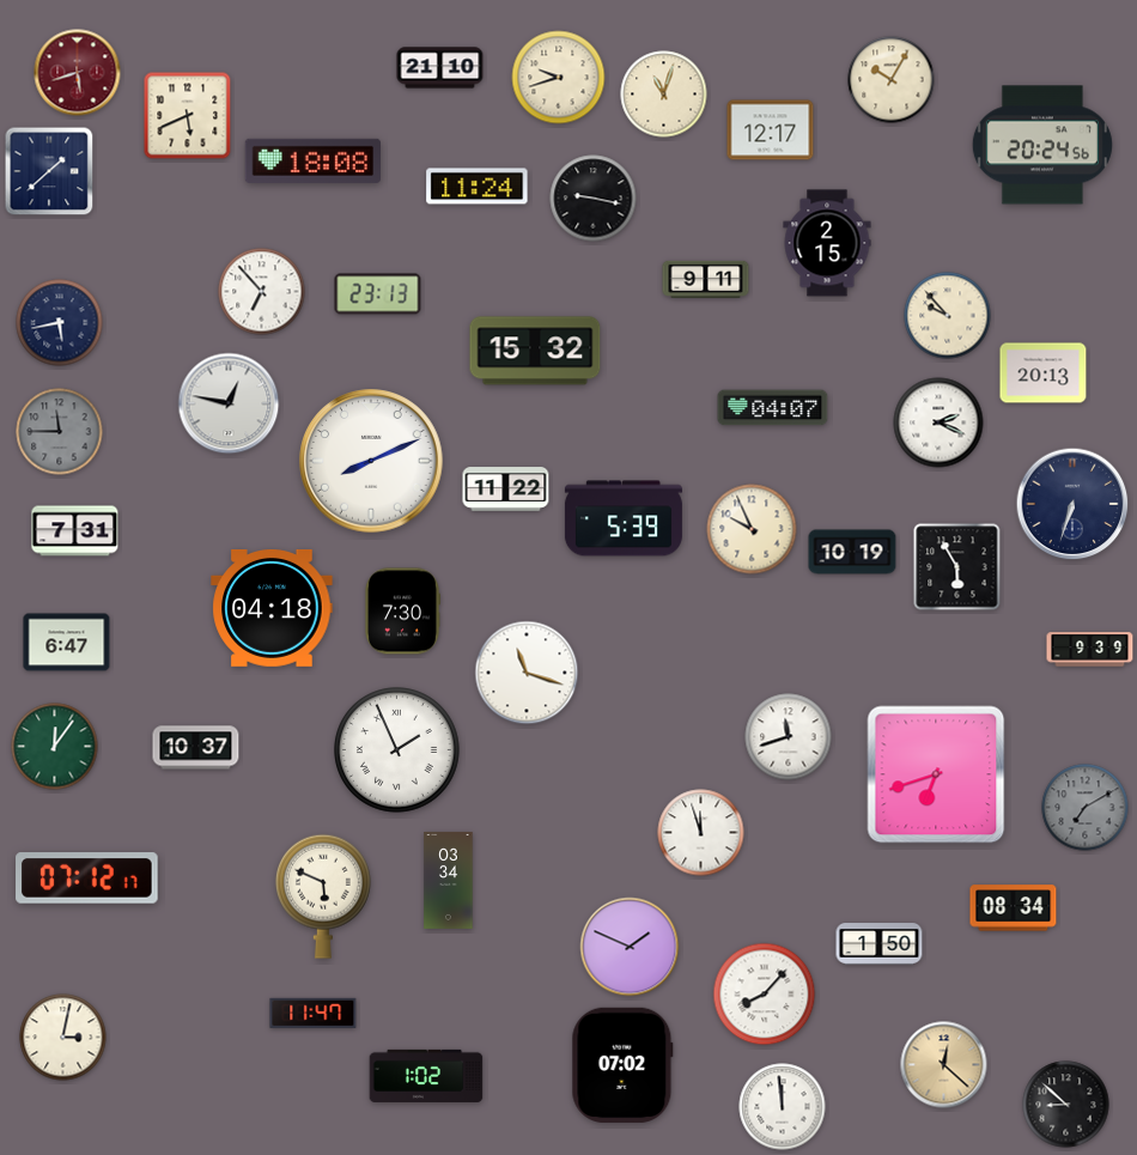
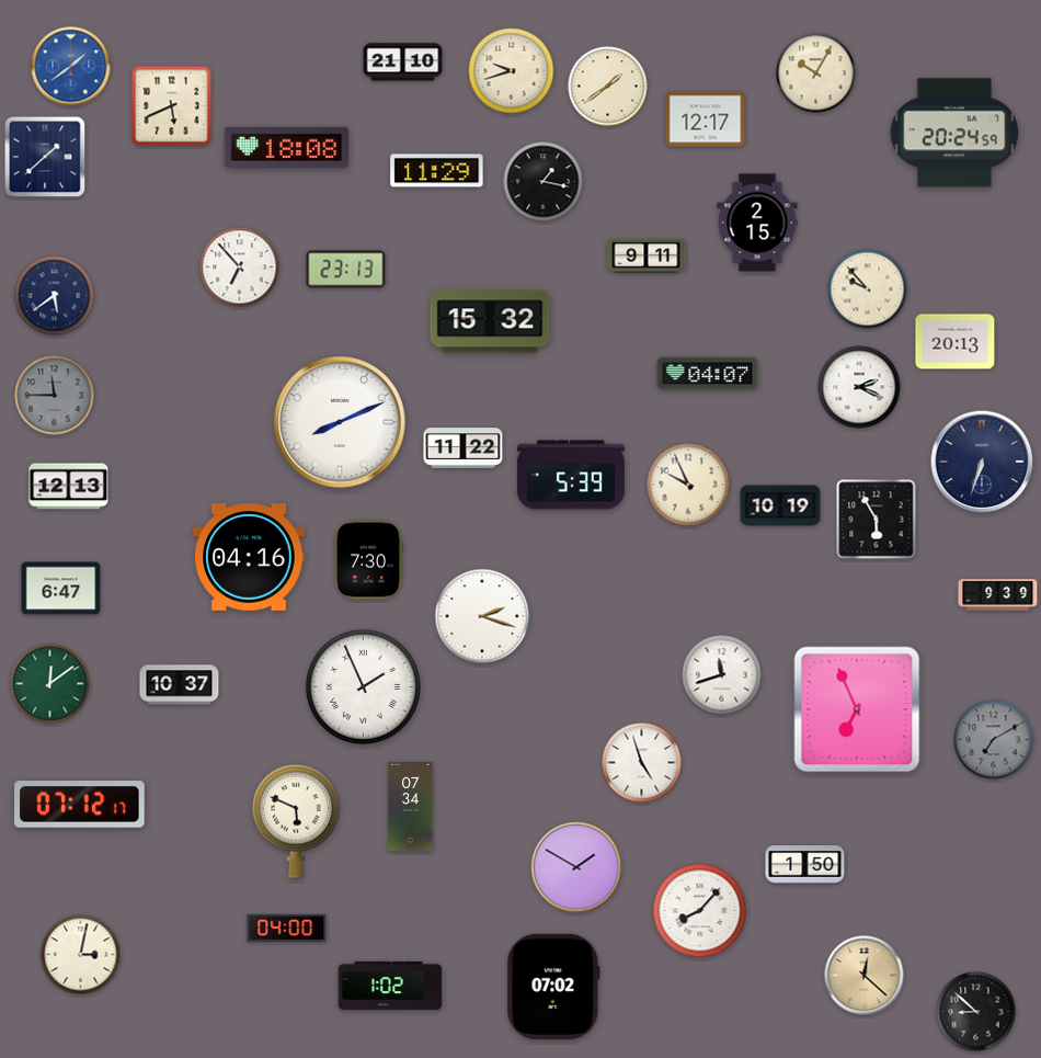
clock at (78, 73): 5:42 -> 1:39
clock at (78, 73) dial: burgundy -> blue
clock at (664, 95): 11:03 -> 1:39
clock at (1042, 145): 20:24:56 -> 20:24:59
clock at (478, 187): 11:24 -> 11:29
clock at (594, 199): 9:17 -> 1:17
clock at (60, 323): 5:43 -> 5:39
clock at (229, 403): 12:47 -> none
clock at (75, 531): 7:31 -> 12:13
clock at (272, 609): 04:18 -> 04:16
clock at (527, 673): 11:18 -> 2:18
clock at (55, 747): 12:06 -> 12:09
clock at (936, 774): 6:42 -> 6:56
clock at (701, 833): 11:57 -> 4:57
clock at (449, 880): 03:34 -> 07:34
clock at (1014, 908): 08:34 -> none
clock at (630, 947): 1:49 -> 1:50
clock at (314, 1013): 11:47 -> 04:00
clock at (63, 1038) position: (63, 1038) -> (81, 955)
clock at (622, 1065) position: (622, 1065) -> (553, 987)
clock at (783, 1107): 11:59 -> none
